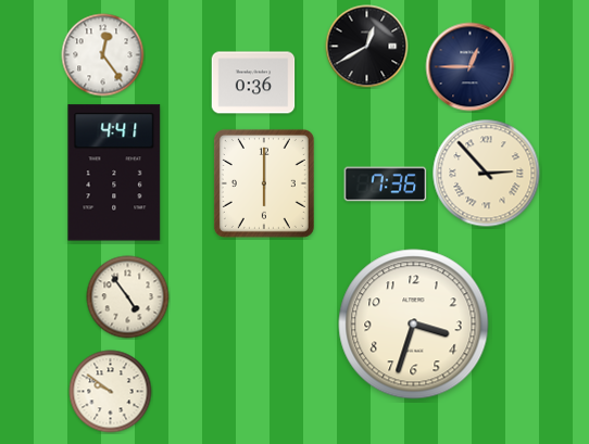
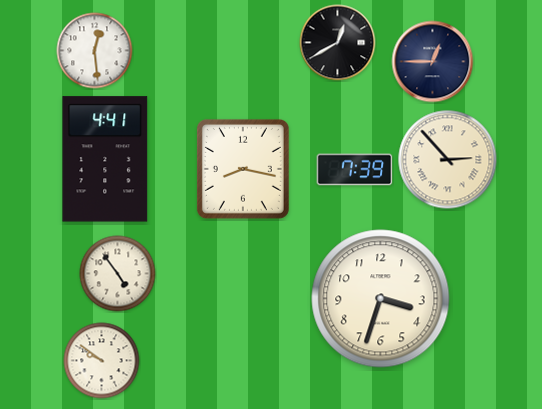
clock at (103, 55): 12:24 -> 12:29
clock at (253, 83): 0:36 -> none
clock at (264, 183): 6:00 -> 8:17
clock at (386, 185): 7:36 -> 7:39
